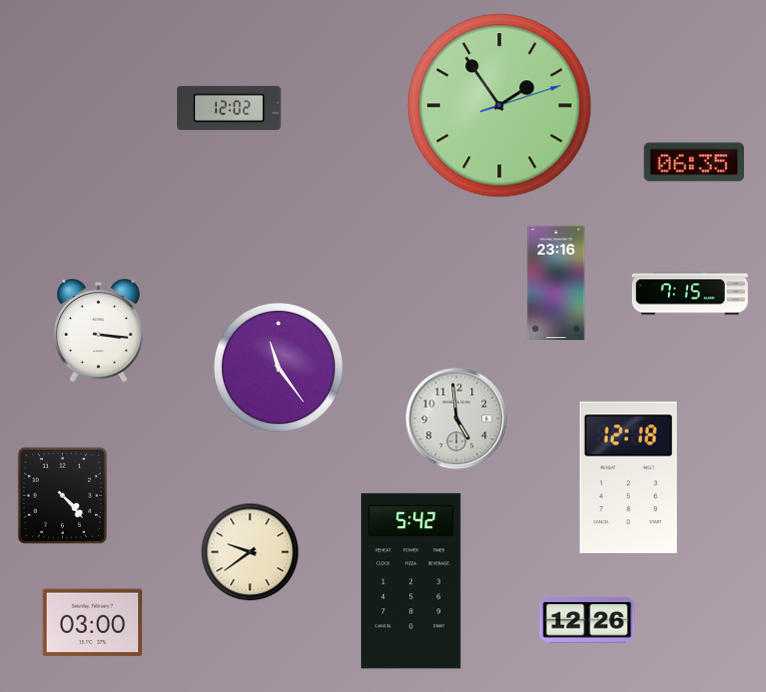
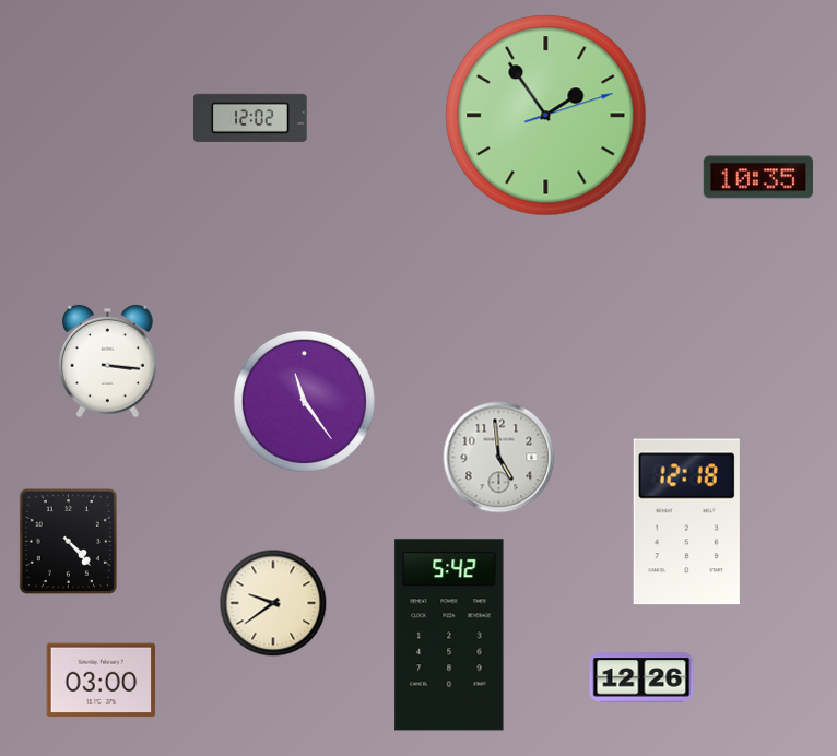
clock at (693, 162): 06:35 -> 10:35
clock at (556, 282): 23:16 -> none
clock at (690, 293): 7:15 -> none
